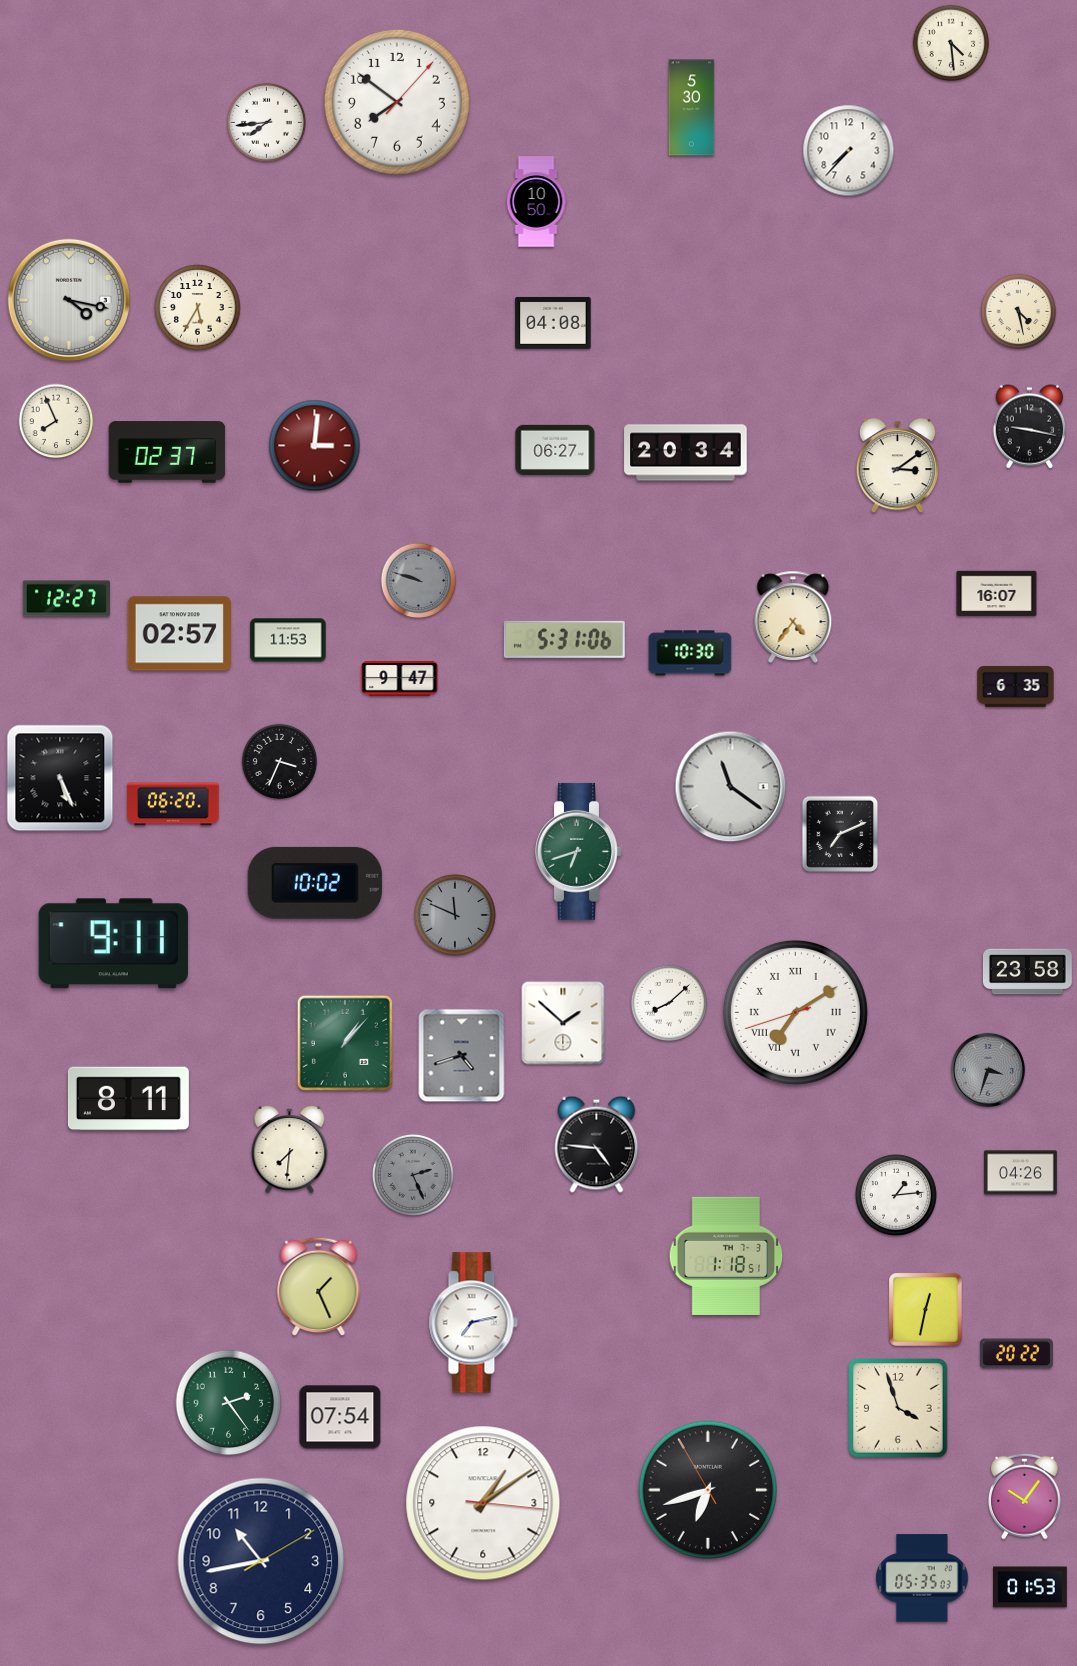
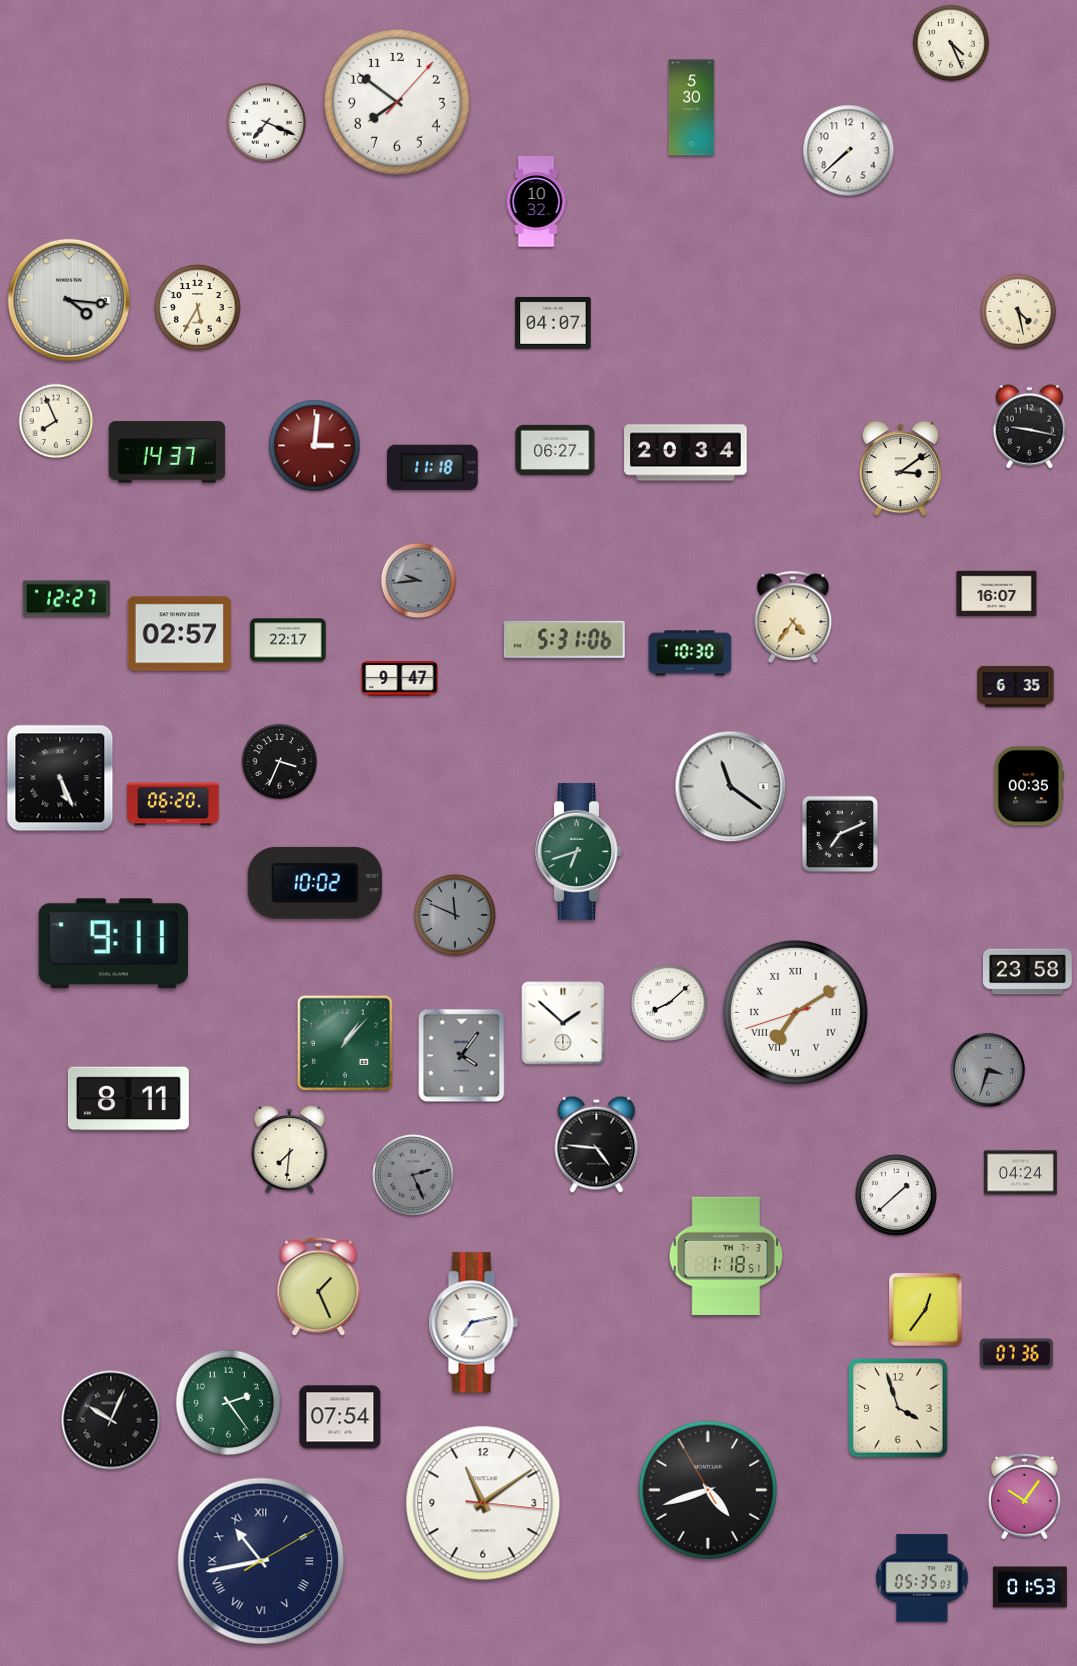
clock at (951, 43): 4:29 -> 4:26
clock at (266, 122): 7:44 -> 7:19
clock at (849, 151): 7:37 -> 7:38
clock at (536, 202): 10:50 -> 10:32
clock at (69, 300): 4:17 -> 4:16
clock at (553, 323): 04:08 -> 04:07
clock at (167, 452): 02:37 -> 14:37
clock at (897, 466) position: (897, 466) -> (900, 469)
clock at (433, 468): none -> 11:18
clock at (419, 581): 9:48 -> 9:44
clock at (288, 640): 11:53 -> 22:17
clock at (1029, 786): none -> 00:35
clock at (462, 1056): 4:42 -> 4:06
clock at (1020, 1173): 04:26 -> 04:24
clock at (896, 1195): 1:14 -> 1:38
clock at (926, 1310): 12:32 -> 12:36
clock at (1016, 1354): 20:22 -> 07:36
clock at (111, 1420): none -> 10:04
clock at (707, 1489): 6:41 -> 4:41
clock at (483, 1503): 1:09 -> 11:09
clock at (261, 1561) numerals: Arabic -> Roman
